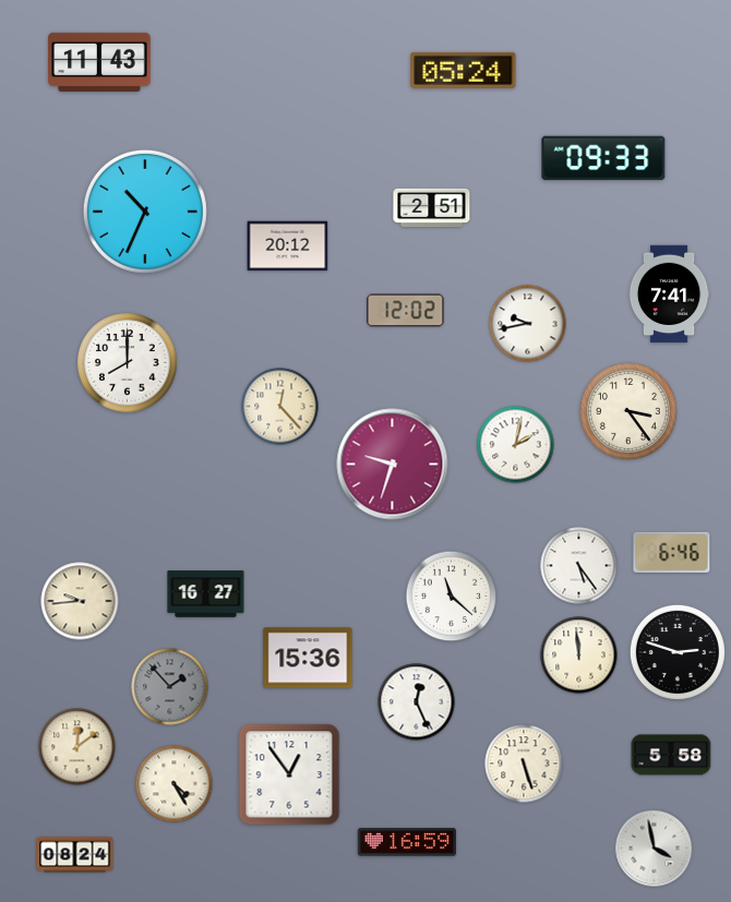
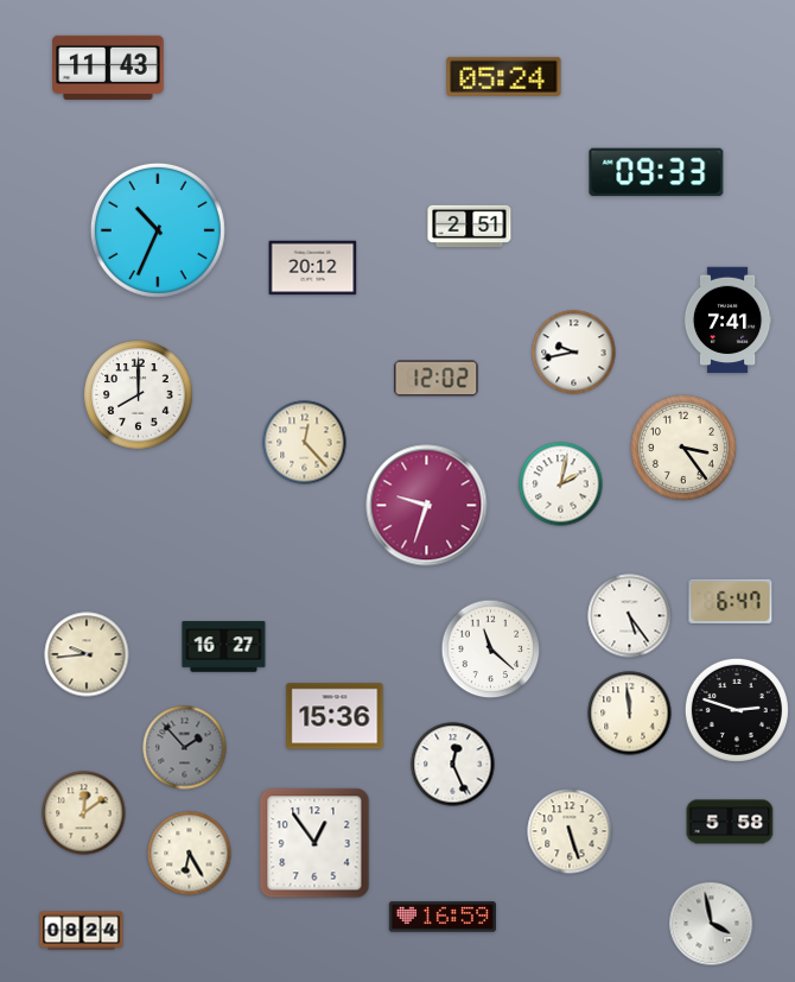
clock at (406, 311) position: (406, 311) -> (437, 379)
clock at (672, 552): 6:46 -> 6:47
clock at (175, 784): 4:25 -> 6:25
